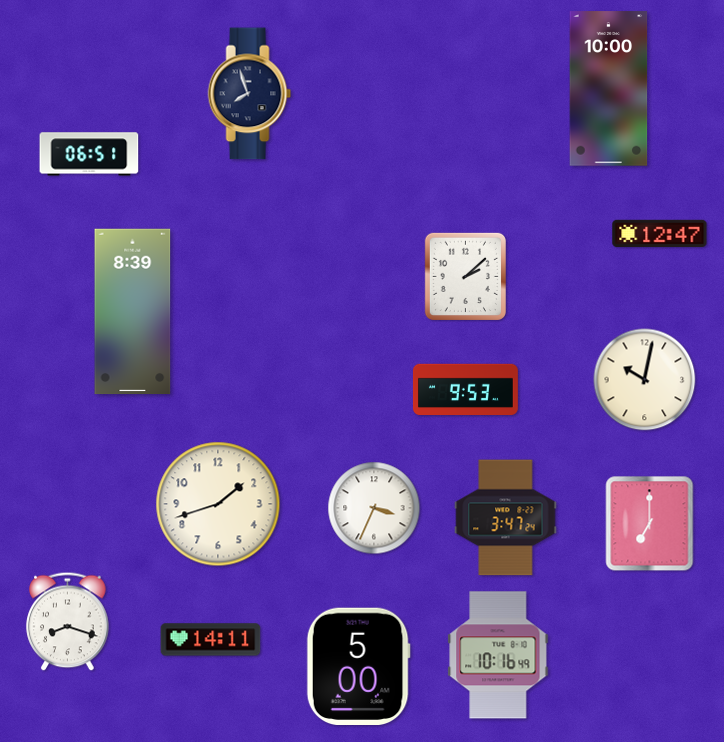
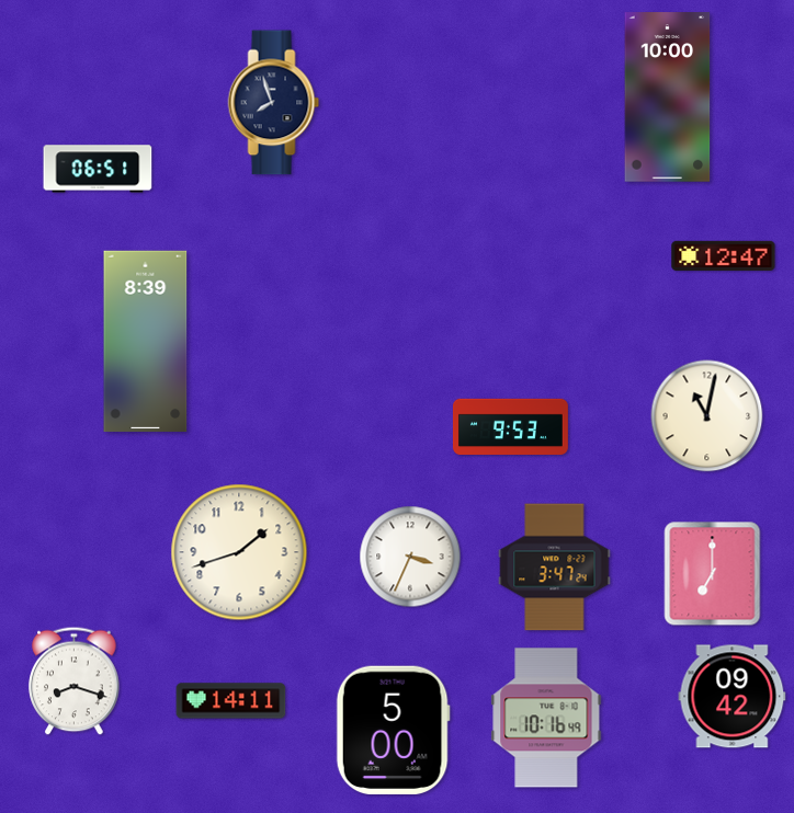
clock at (465, 276): 2:08 -> none
clock at (645, 380): 10:02 -> 11:02
clock at (733, 697): none -> 09:42
